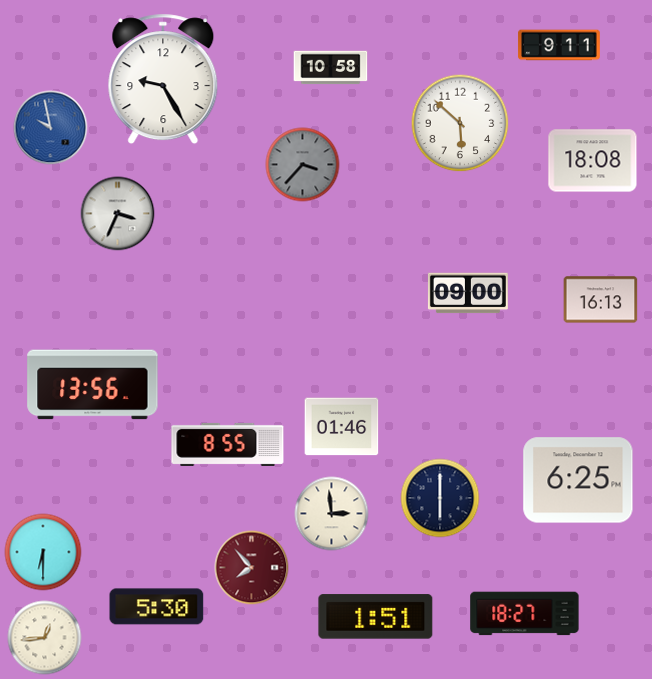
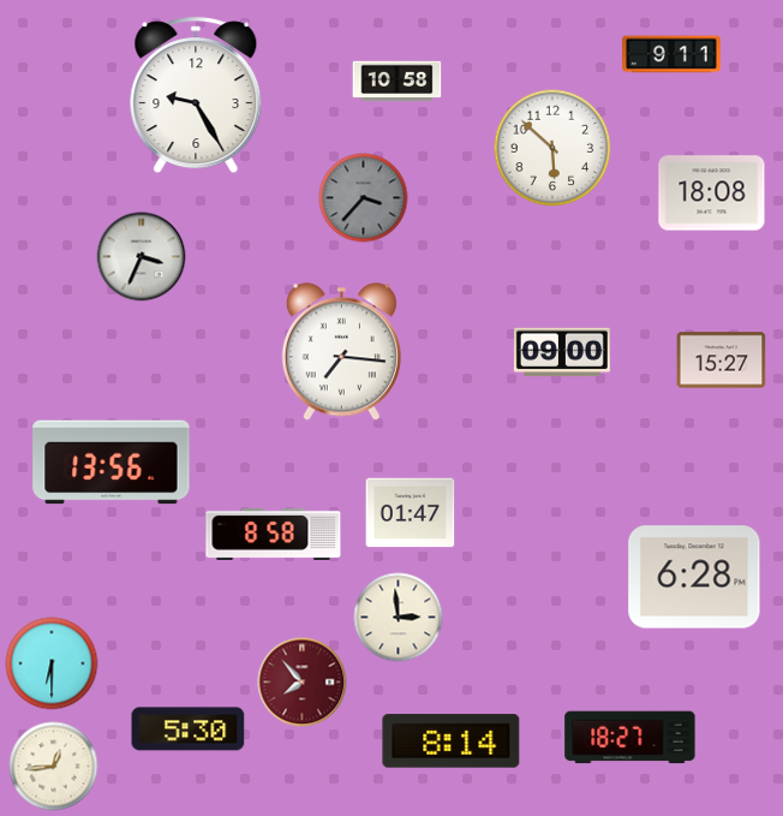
clock at (51, 128): 9:58 -> none
clock at (341, 352): none -> 7:16
clock at (601, 300): 16:13 -> 15:27
clock at (342, 427): 01:46 -> 01:47
clock at (228, 444): 8:55 -> 8:58
clock at (578, 480): 6:25 -> 6:28
clock at (440, 498): 6:00 -> none
clock at (376, 617): 1:51 -> 8:14
